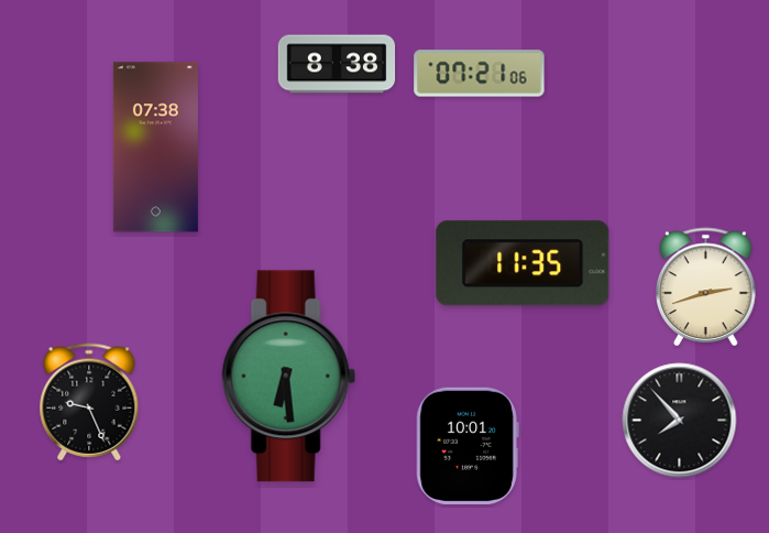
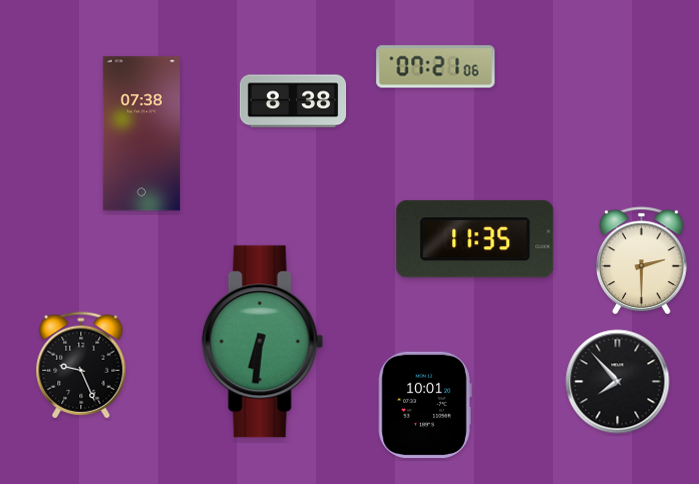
clock at (337, 64) position: (337, 64) -> (293, 101)
clock at (706, 286): 2:42 -> 2:30
clock at (288, 377): 6:29 -> 6:31
